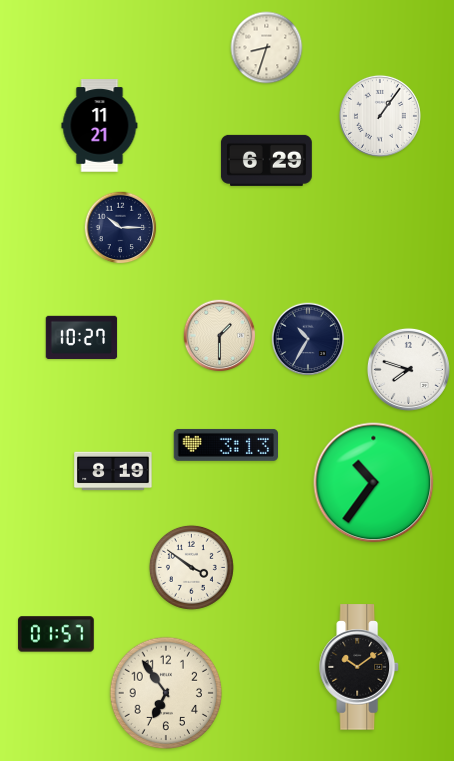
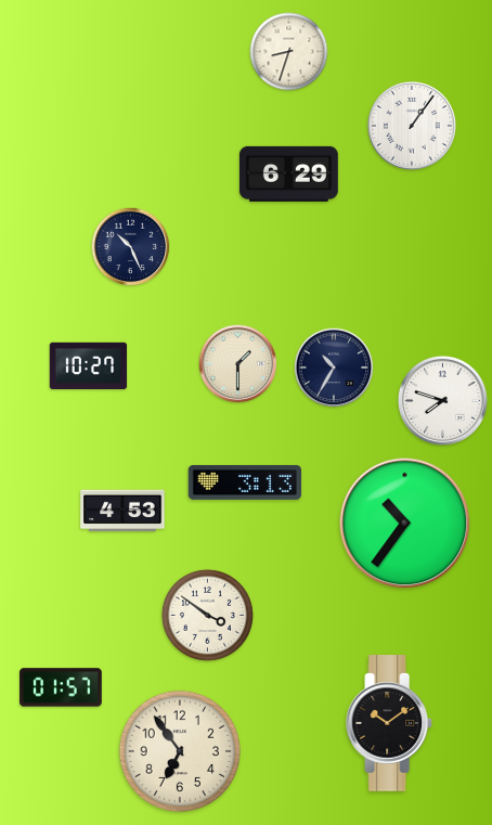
clock at (100, 126): 11:21 -> none
clock at (121, 228): 10:15 -> 10:26
clock at (113, 471): 8:19 -> 4:53
